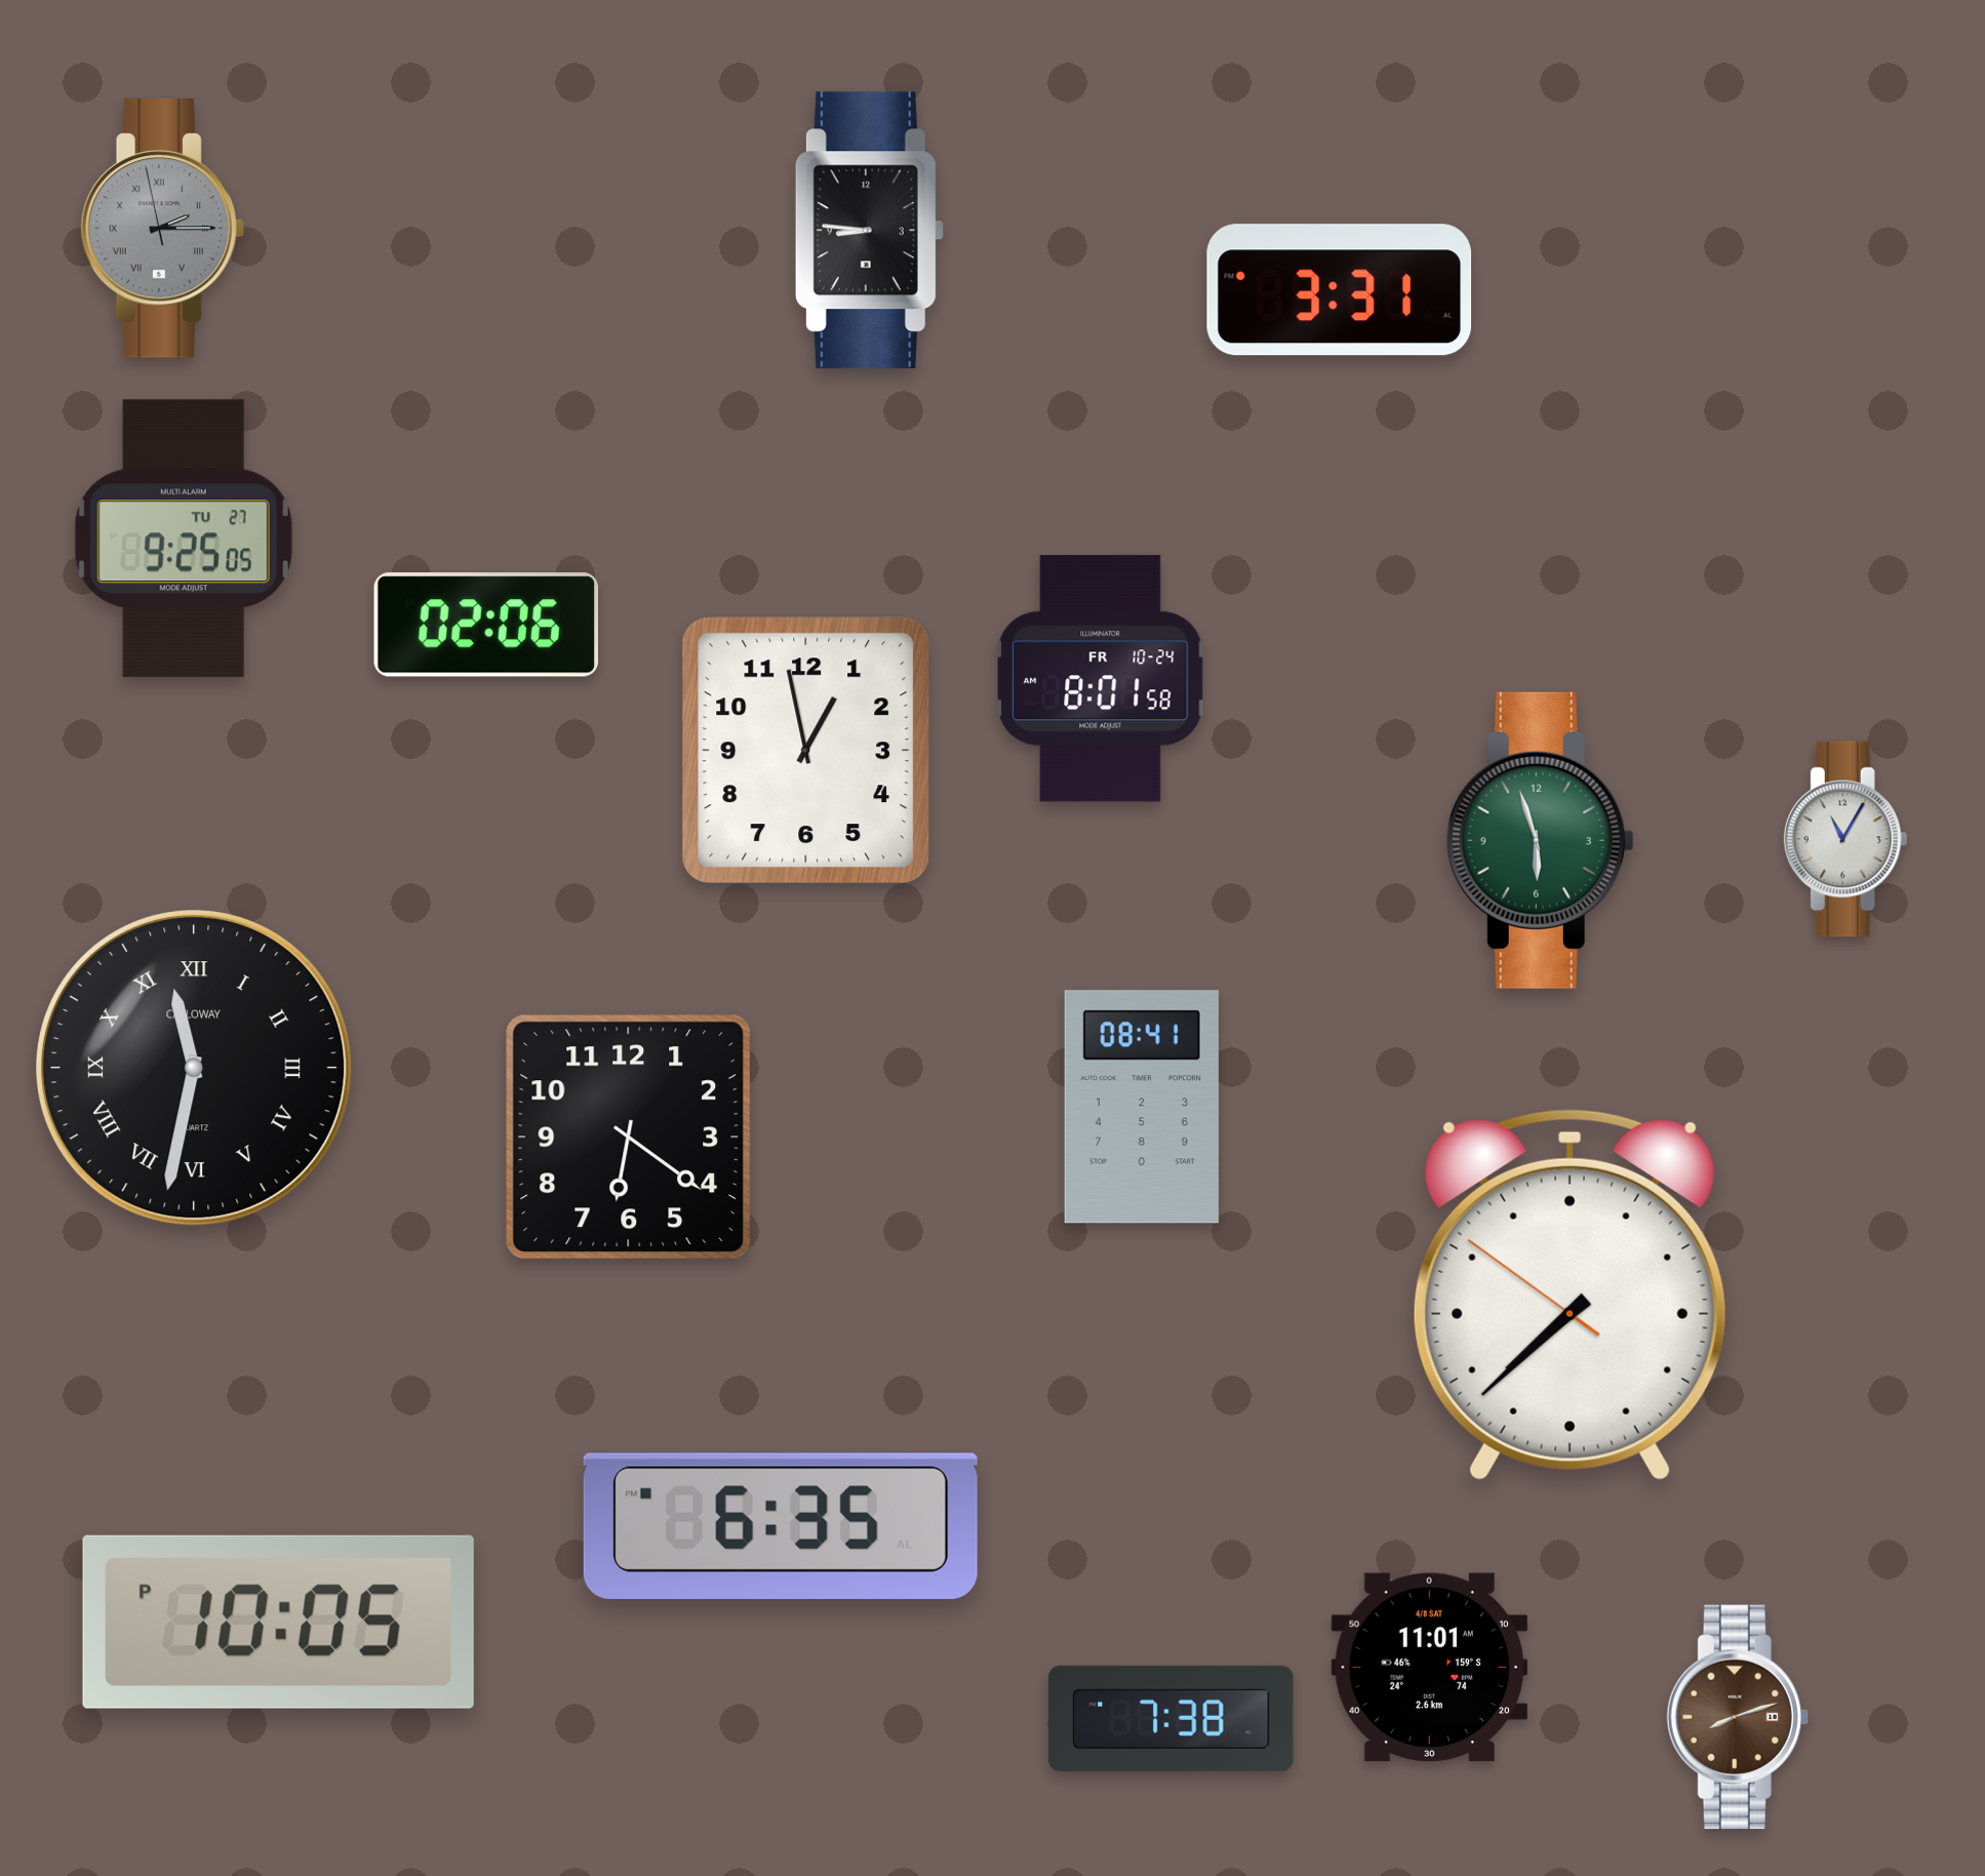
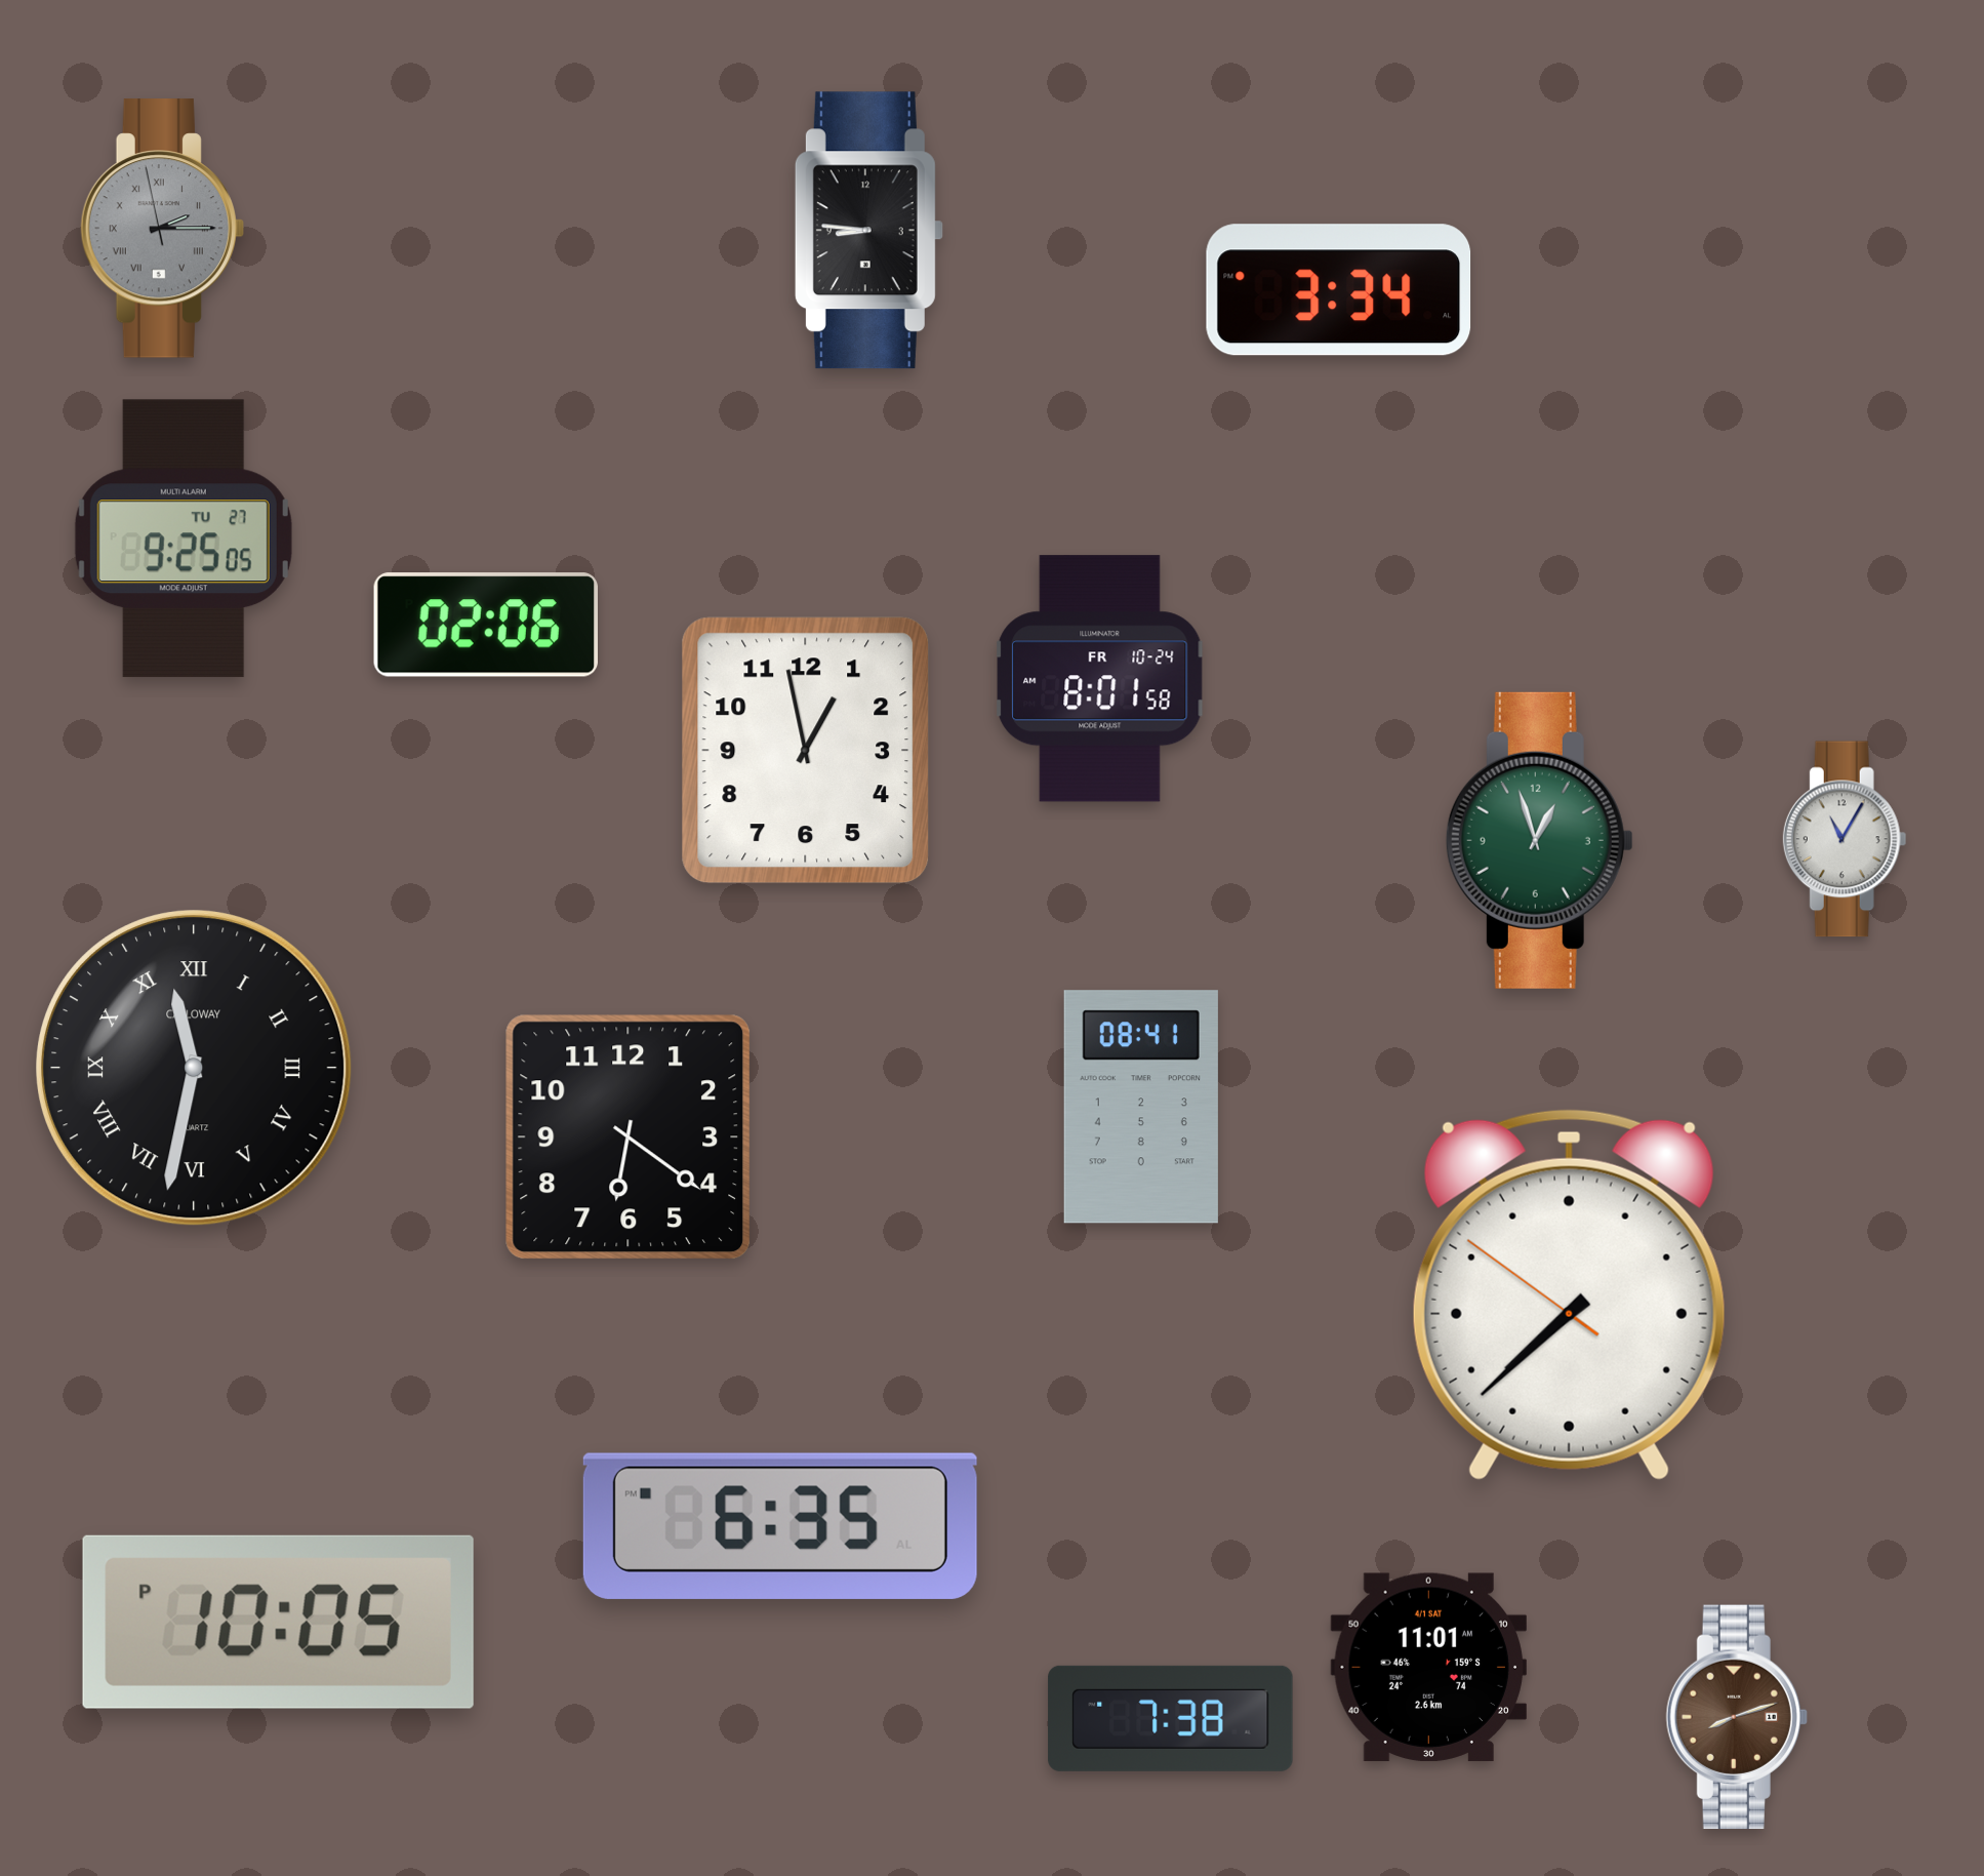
clock at (1340, 290): 3:31 -> 3:34
clock at (1540, 840): 5:57 -> 12:57
clock at (1429, 1667) date: 4/8 SAT -> 4/1 SAT
